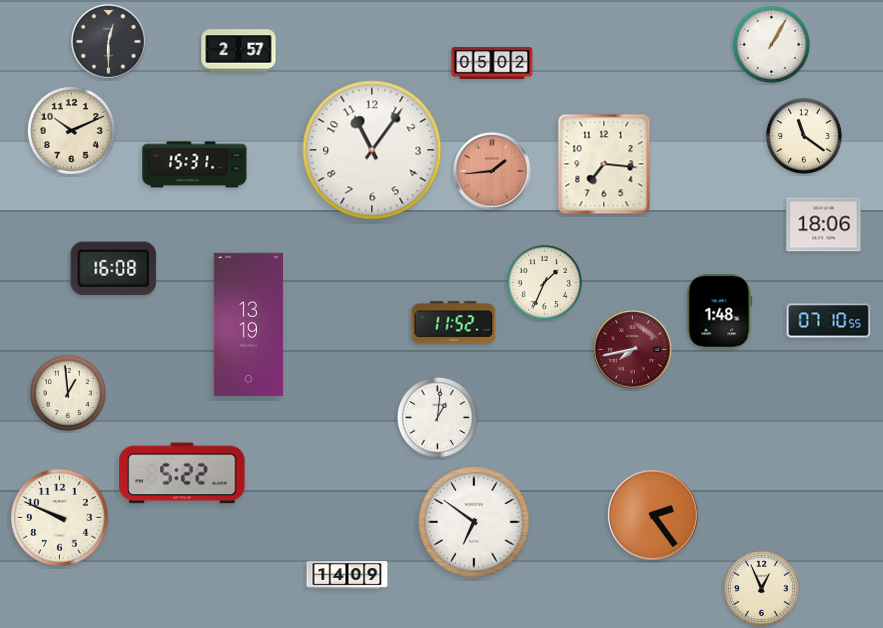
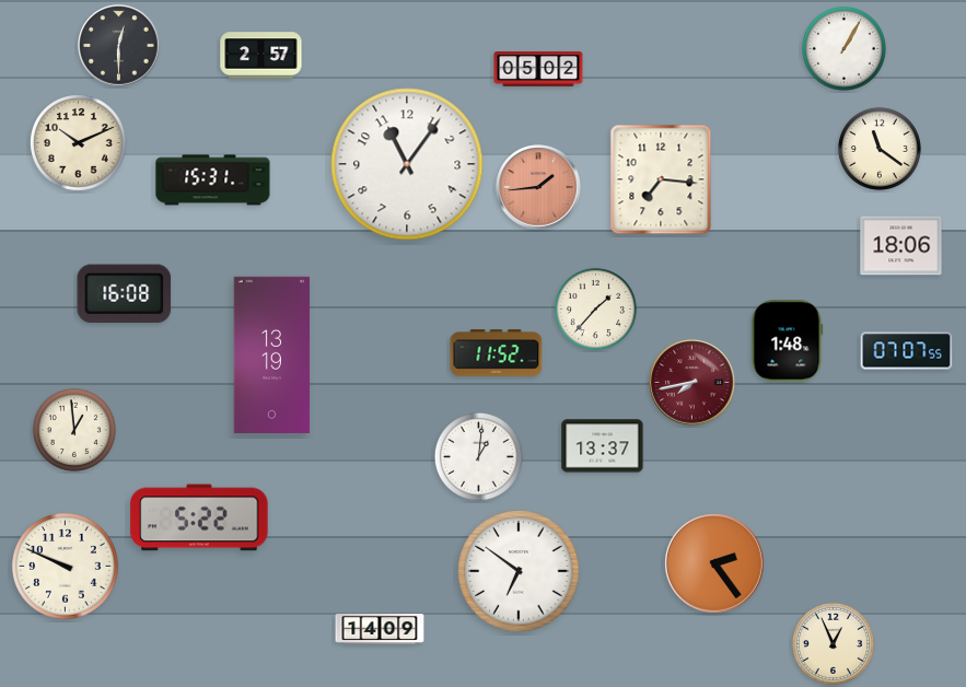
clock at (544, 282): 1:34 -> 1:37
clock at (829, 321): 07:10 -> 07:07
clock at (603, 446): none -> 13:37
